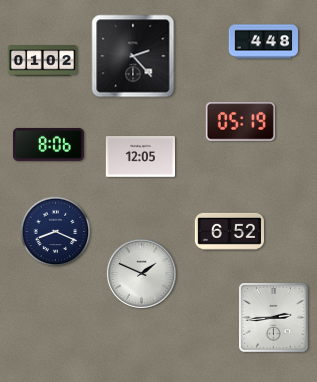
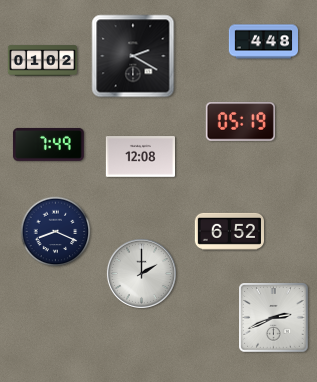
clock at (133, 56): 2:23 -> 2:20
clock at (49, 144): 8:06 -> 7:49
clock at (140, 157): 12:05 -> 12:08
clock at (141, 273): 1:49 -> 2:00
clock at (274, 318): 2:44 -> 2:41
